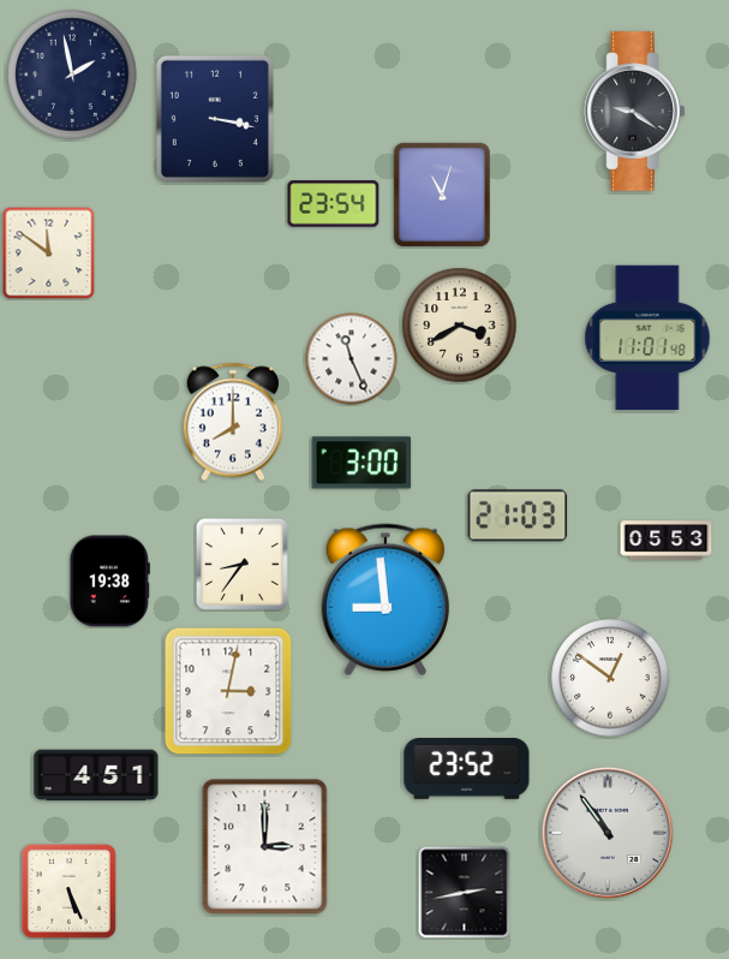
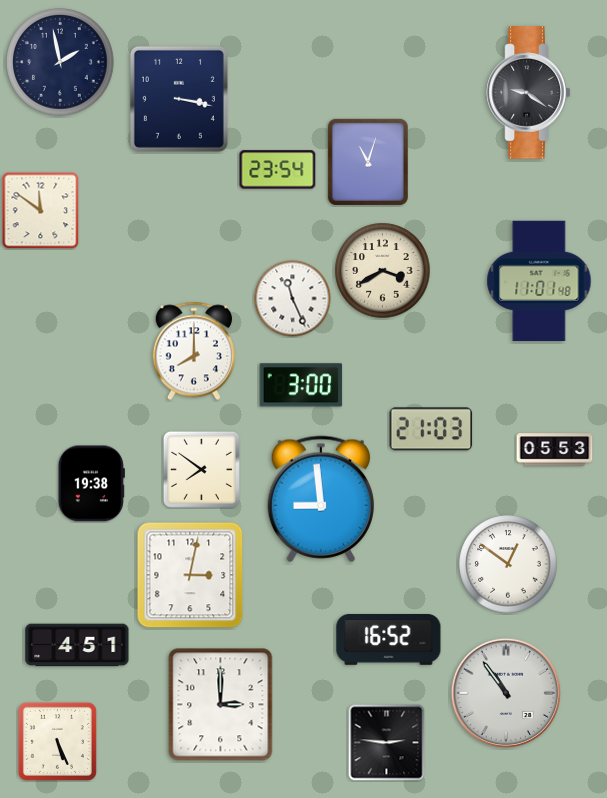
clock at (241, 564): 8:36 -> 7:51
clock at (467, 769): 23:52 -> 16:52
clock at (96, 775) position: (96, 775) -> (77, 645)
clock at (465, 893): 2:43 -> 2:46
